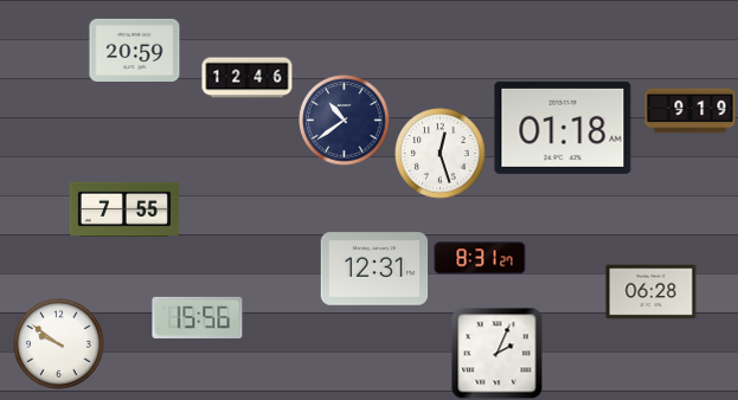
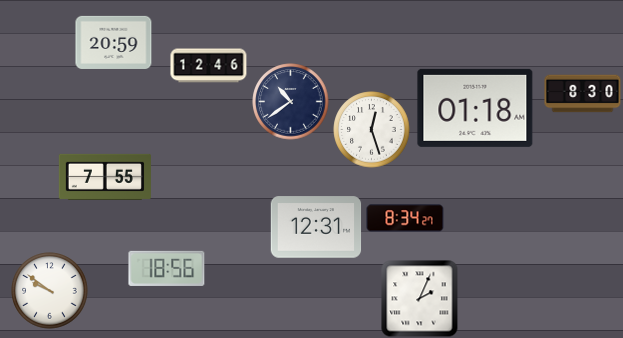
clock at (691, 111): 9:19 -> 8:30
clock at (480, 258): 8:31 -> 8:34
clock at (652, 292): 06:28 -> none
clock at (198, 317): 15:56 -> 18:56
